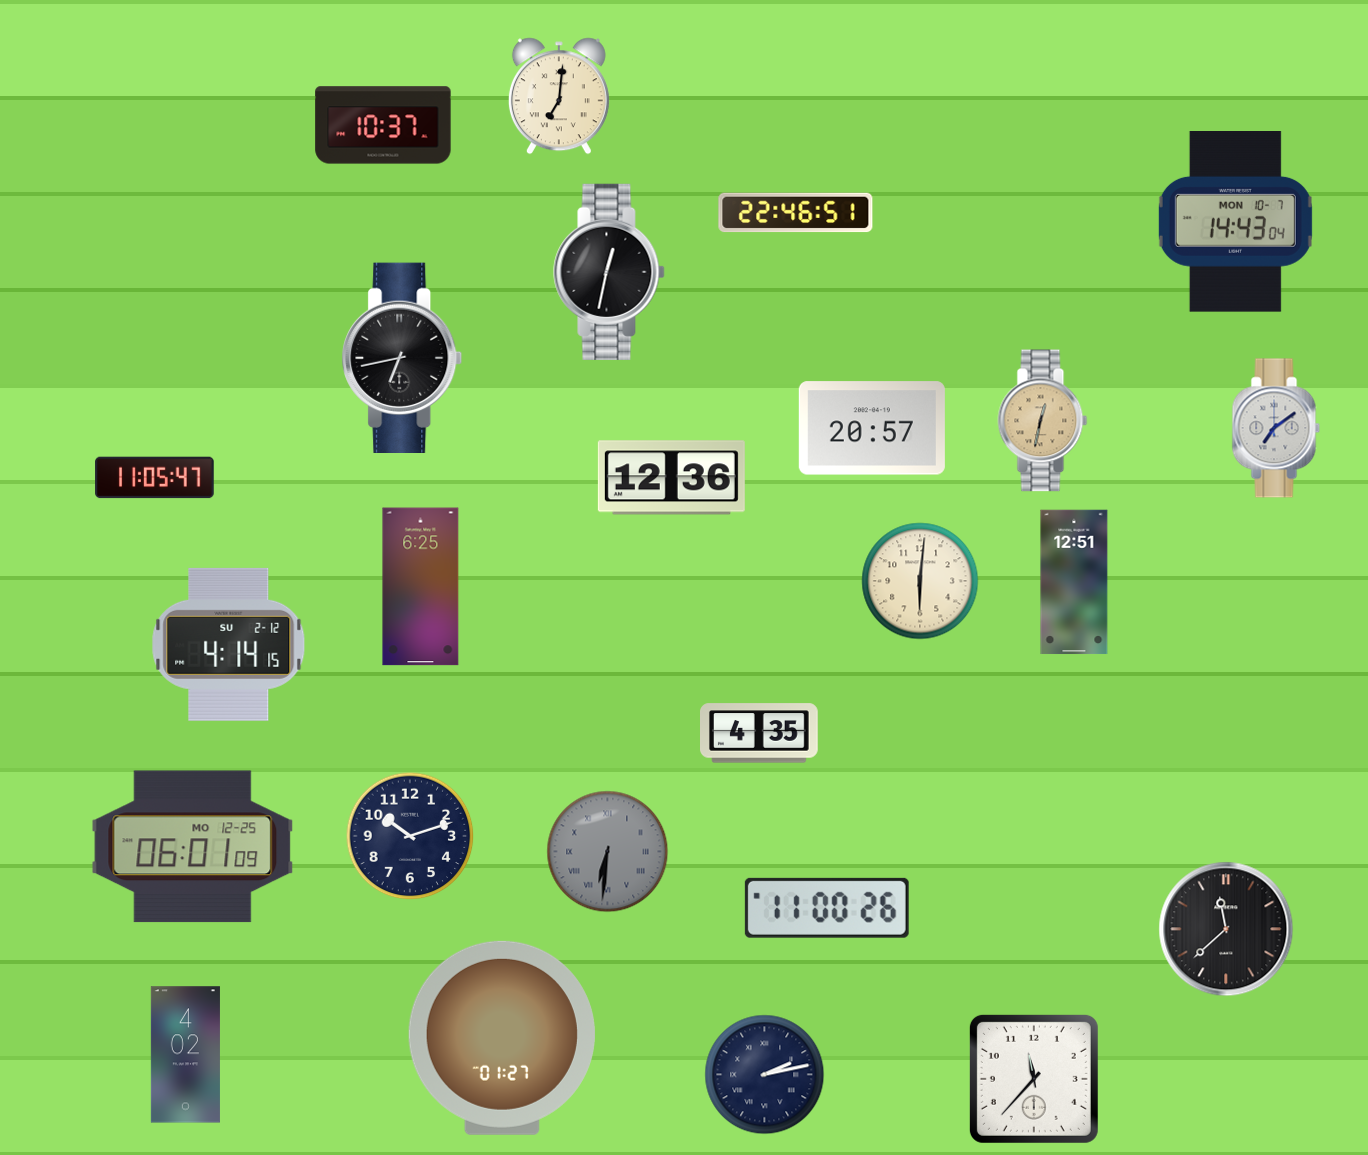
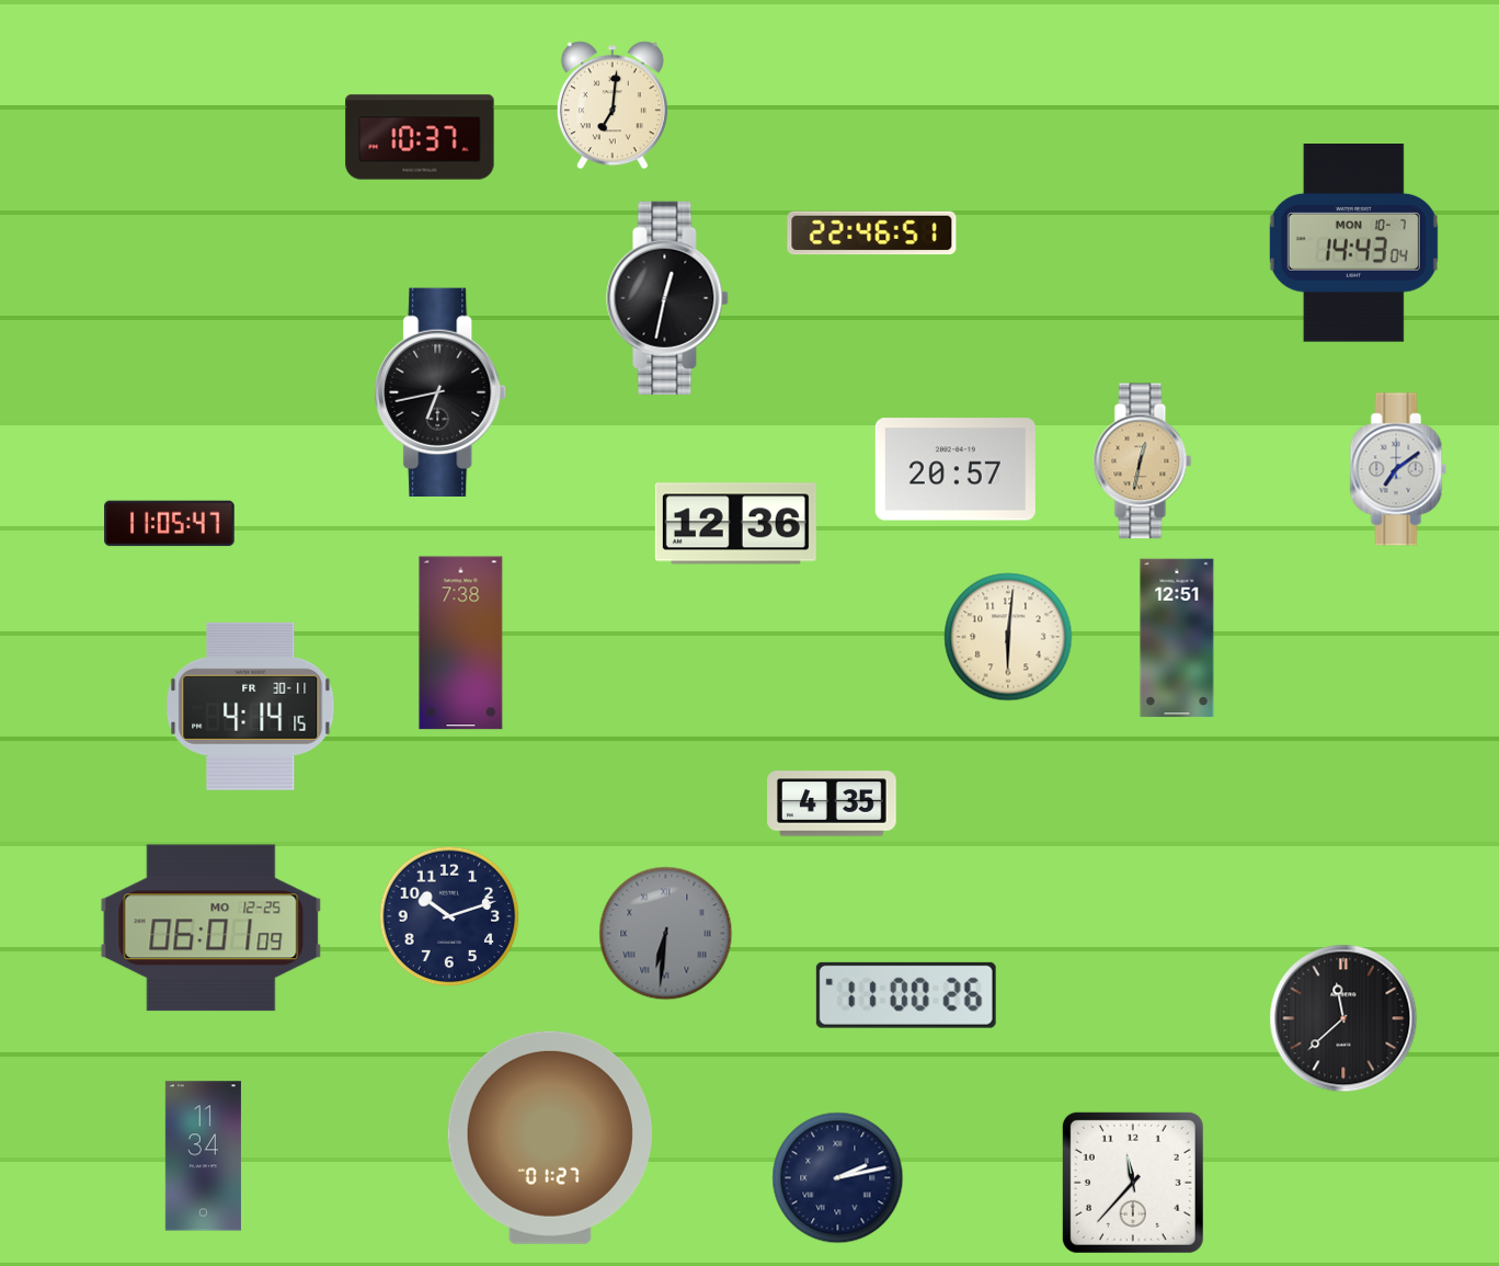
clock at (421, 587): 6:25 -> 7:38
clock at (229, 644) date: SU 2-12 -> FR 30-11
clock at (185, 1055): 4:02 -> 11:34
